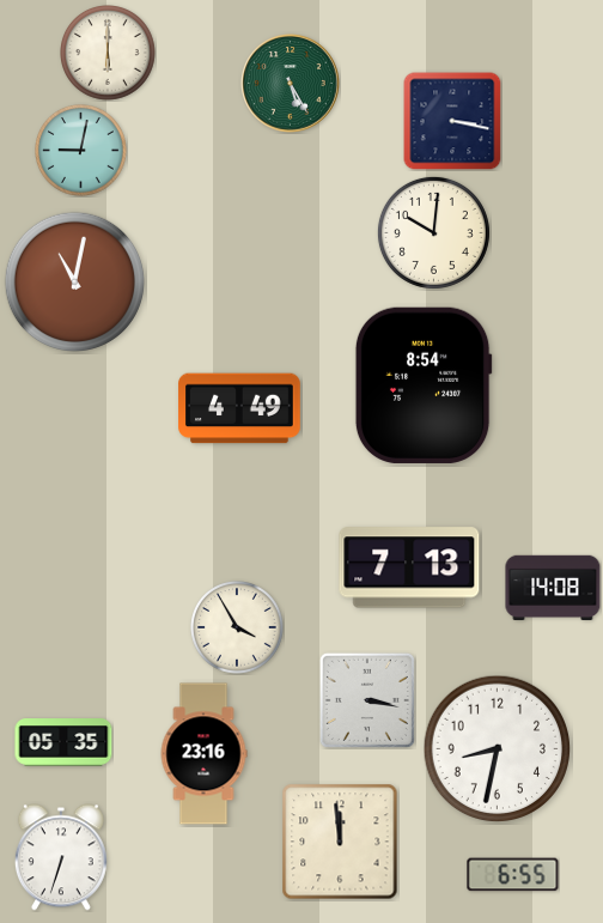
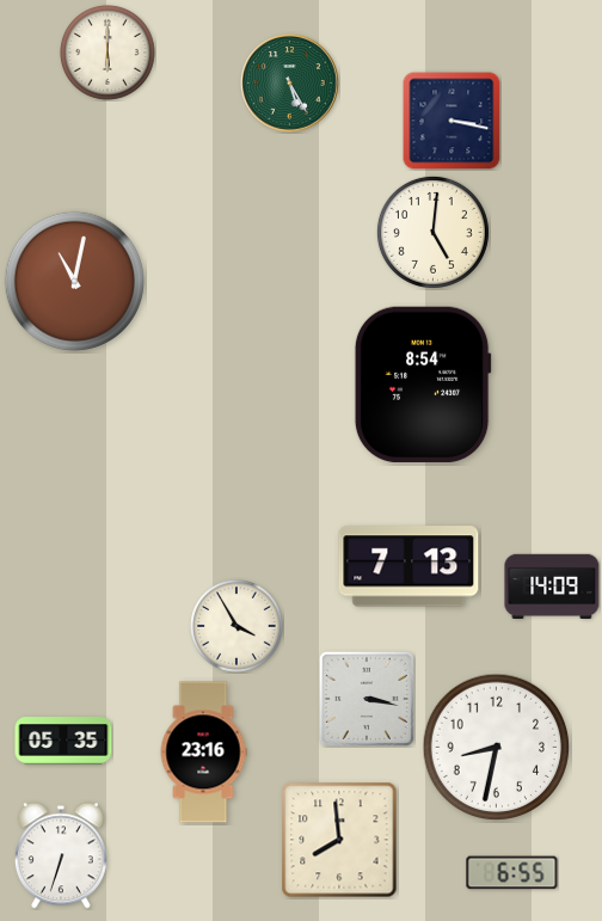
clock at (81, 151): 9:02 -> none
clock at (433, 232): 10:01 -> 5:01
clock at (239, 408): 4:49 -> none
clock at (553, 587): 14:08 -> 14:09
clock at (340, 842): 11:59 -> 7:59
